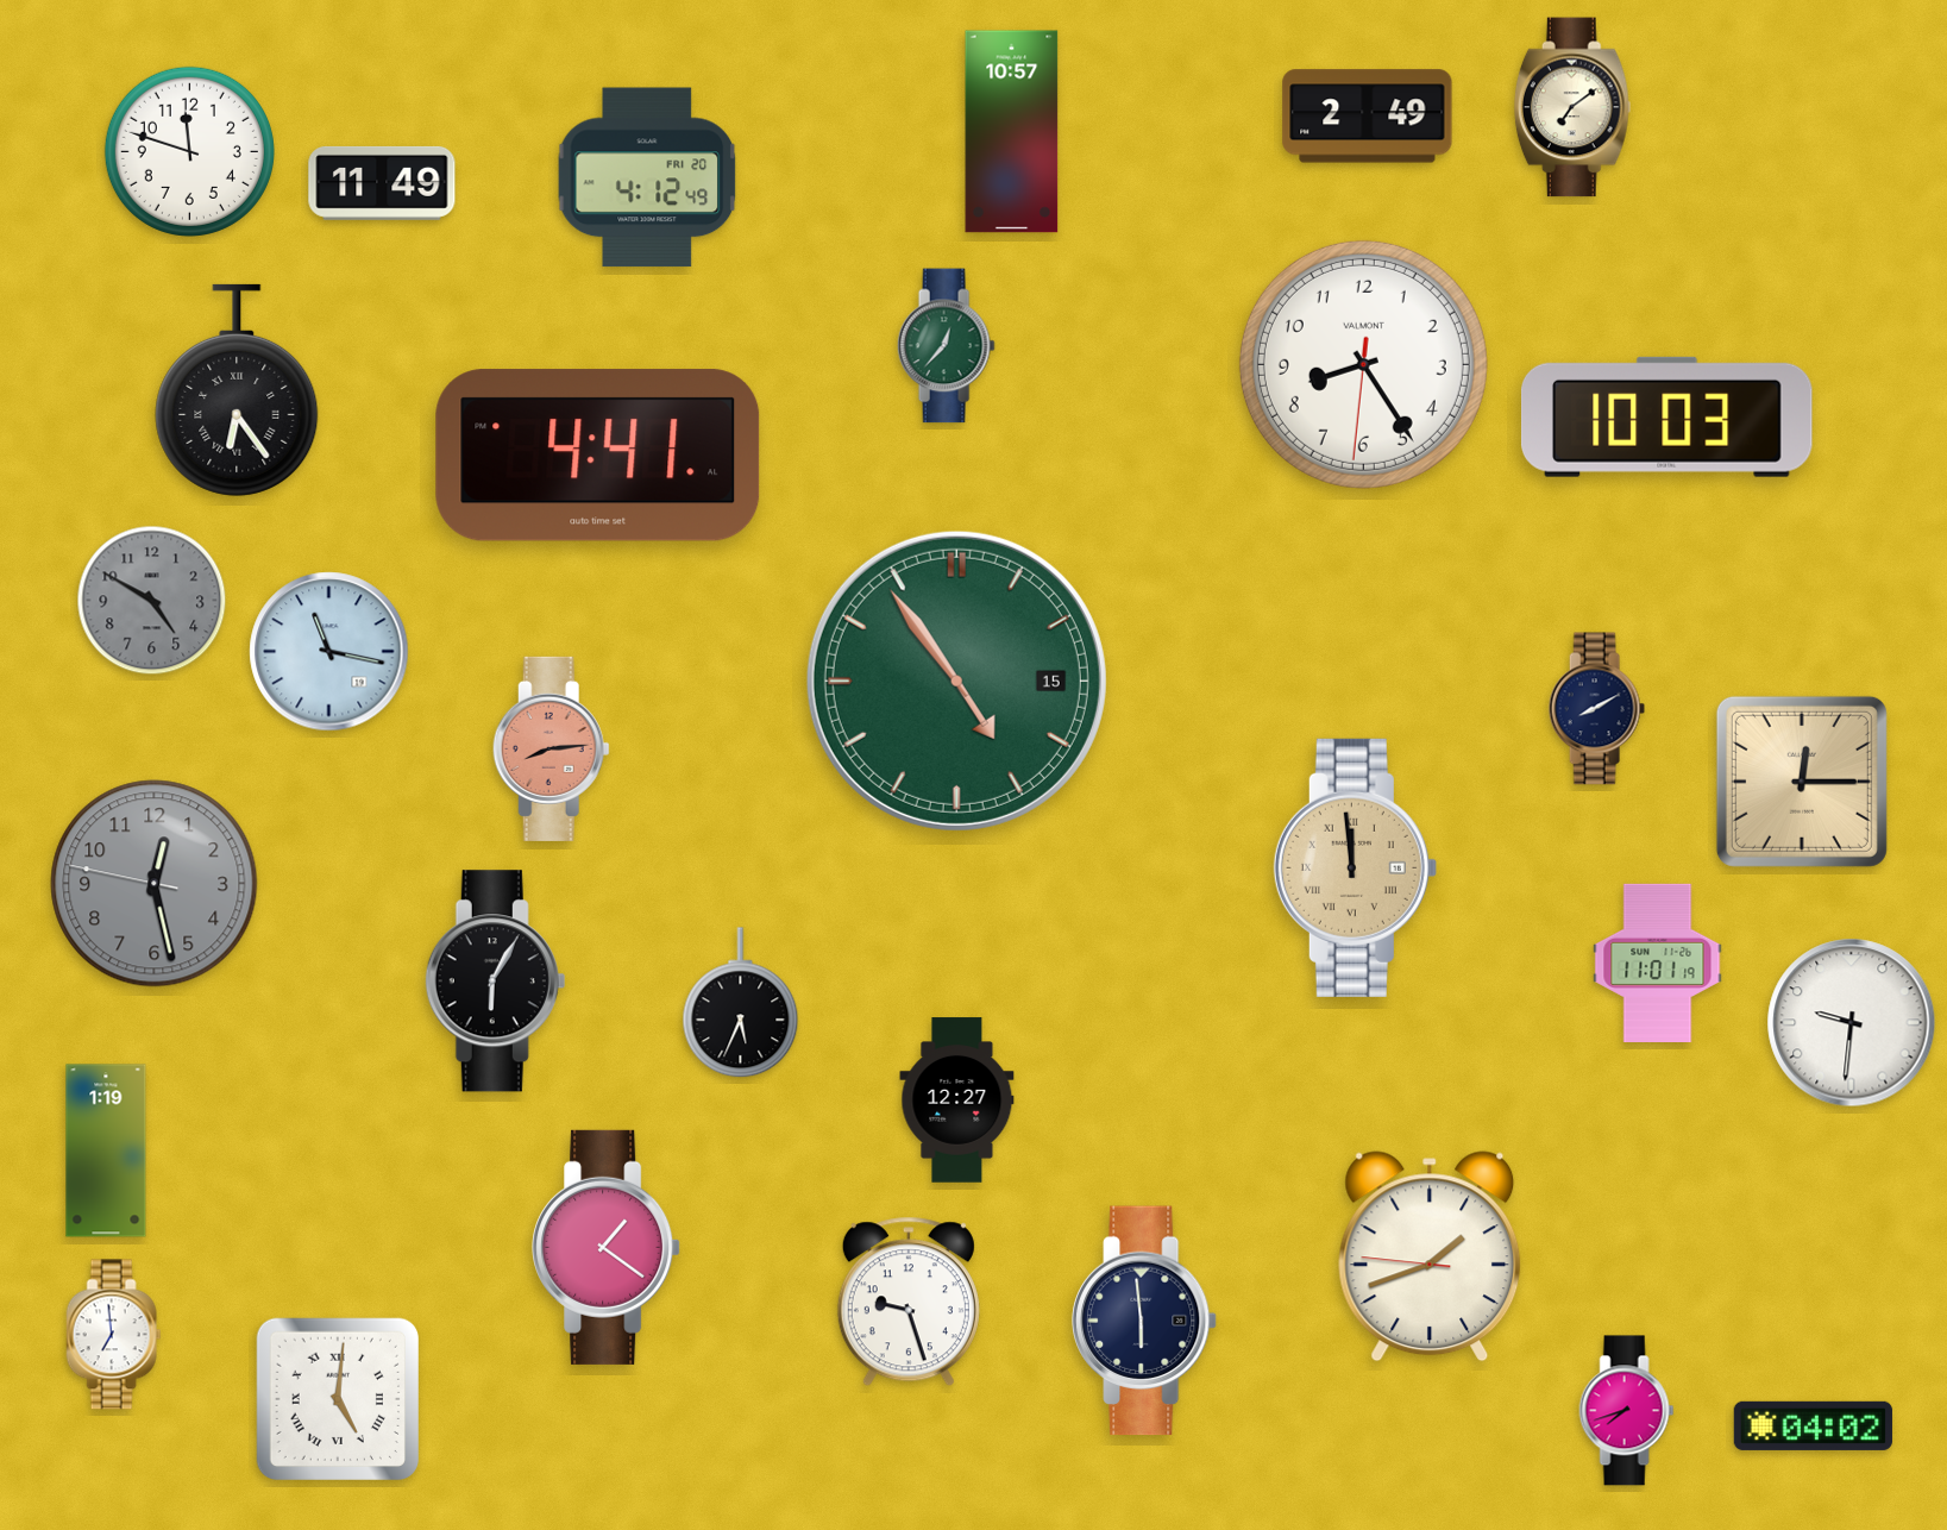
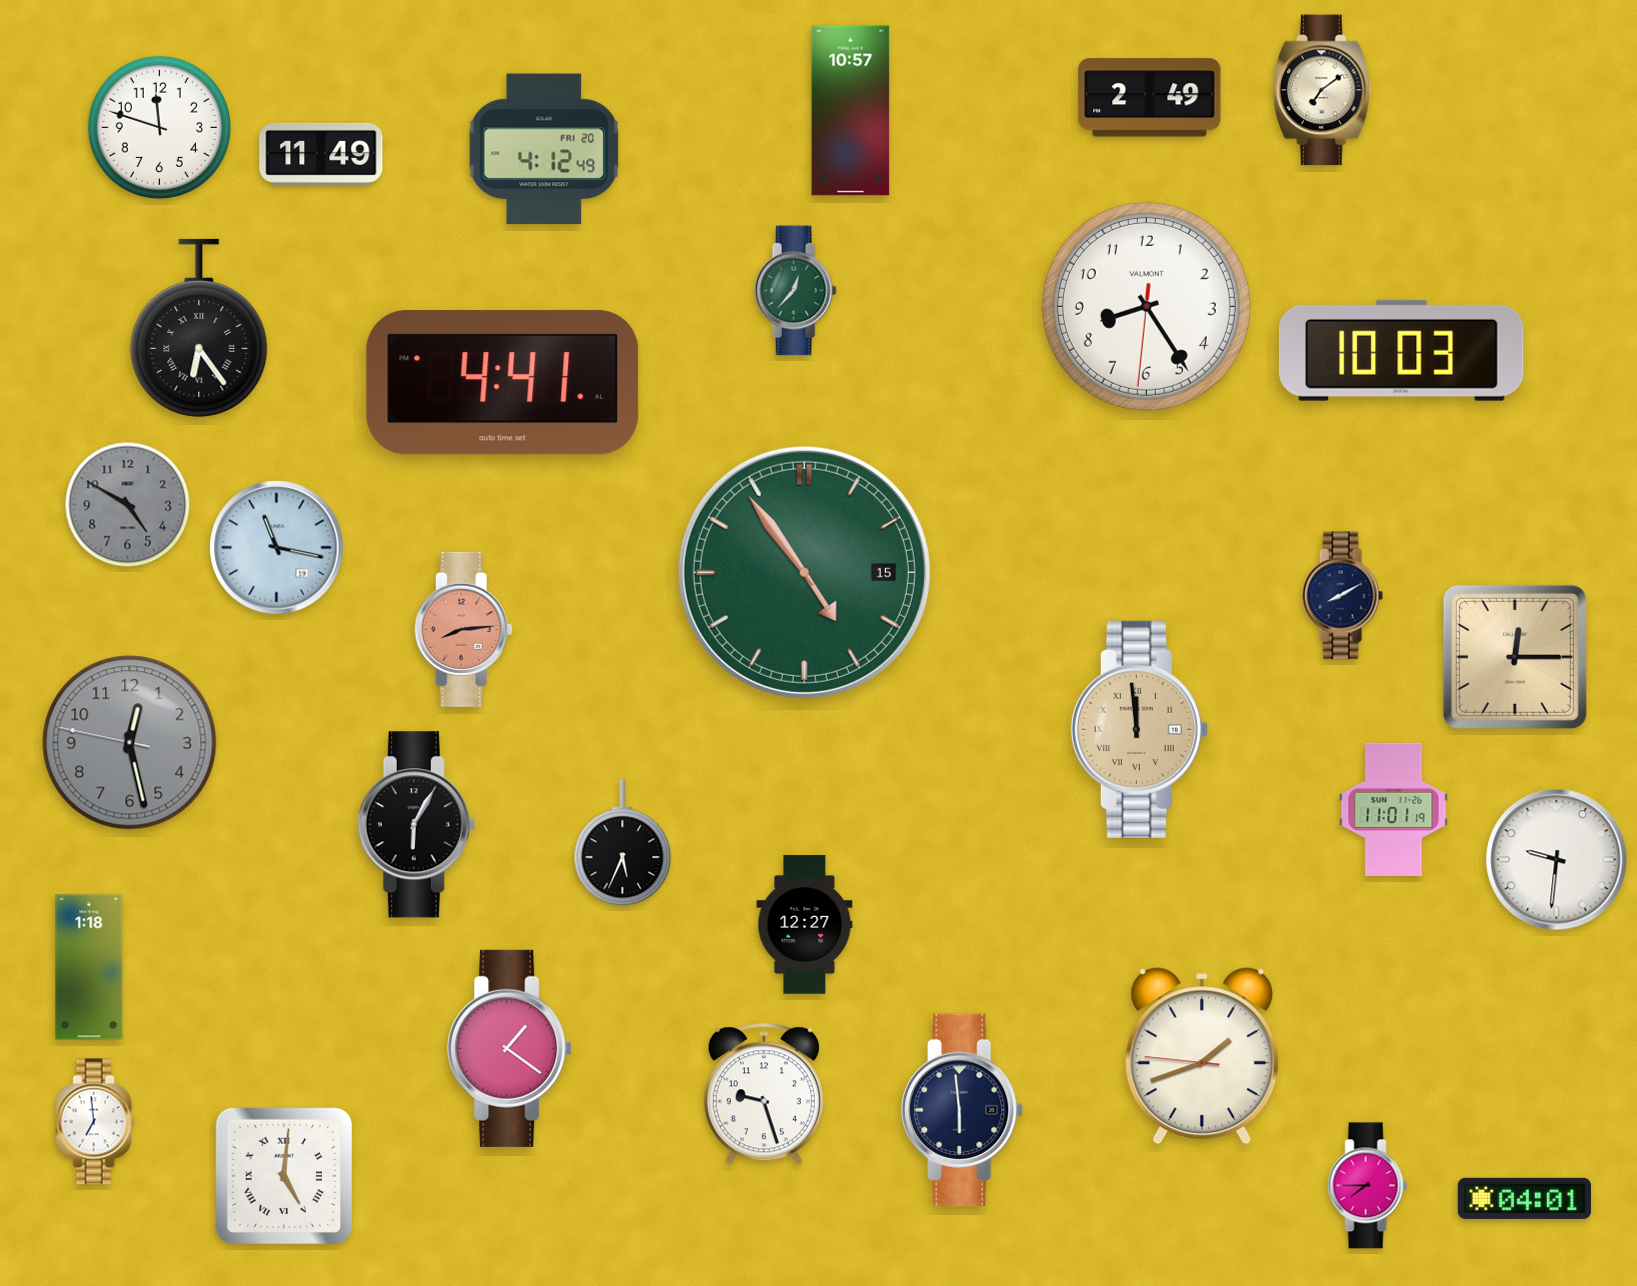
clock at (106, 1150): 1:19 -> 1:18
clock at (1627, 1411): 7:42 -> 7:45
clock at (1813, 1425): 04:02 -> 04:01
